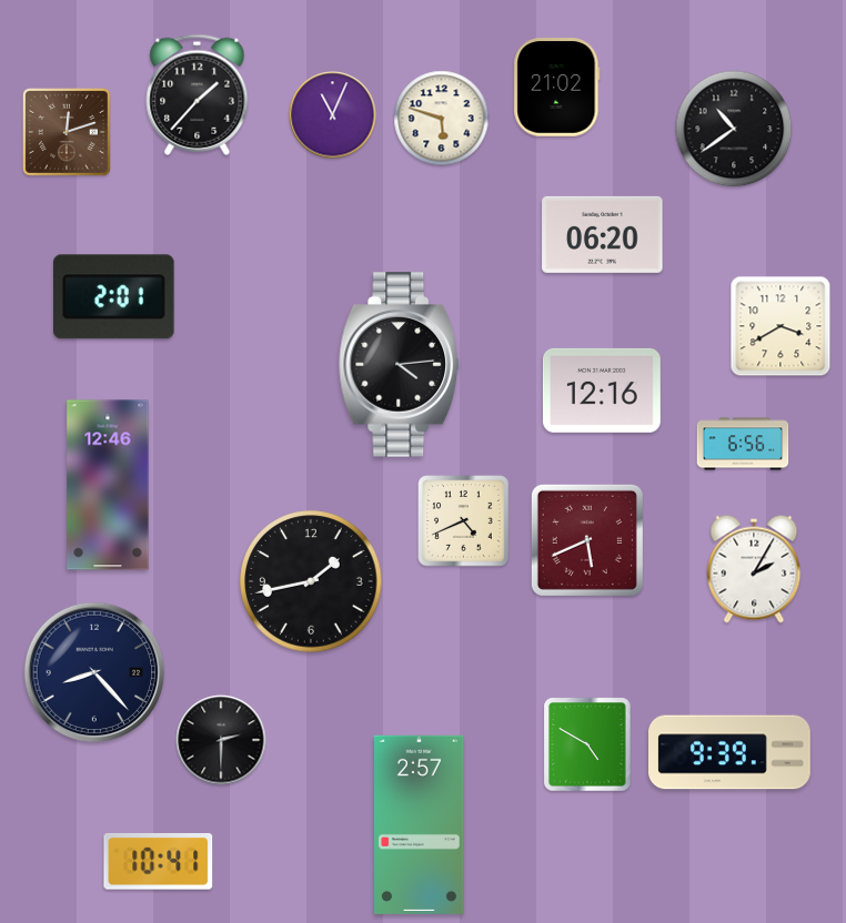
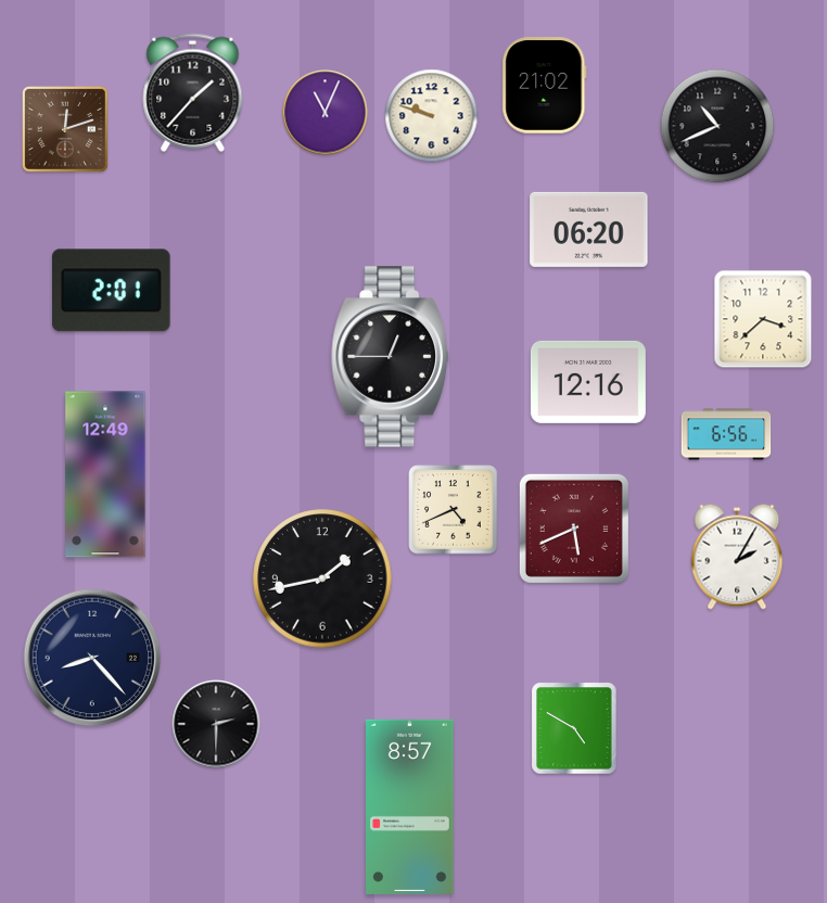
clock at (442, 119): 5:48 -> 9:48
clock at (734, 129): 10:39 -> 10:41
clock at (780, 326): 3:40 -> 3:38
clock at (400, 365): 4:14 -> 12:45
clock at (108, 485): 12:46 -> 12:49
clock at (311, 581) position: (311, 581) -> (322, 578)
clock at (729, 752): 9:39 -> none
clock at (420, 824): 2:57 -> 8:57
clock at (159, 861): 10:41 -> none
